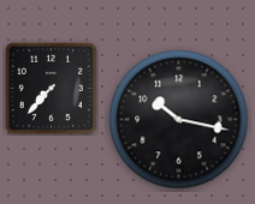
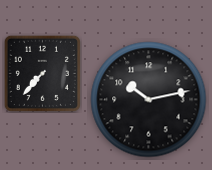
clock at (179, 120): 10:17 -> 10:13
